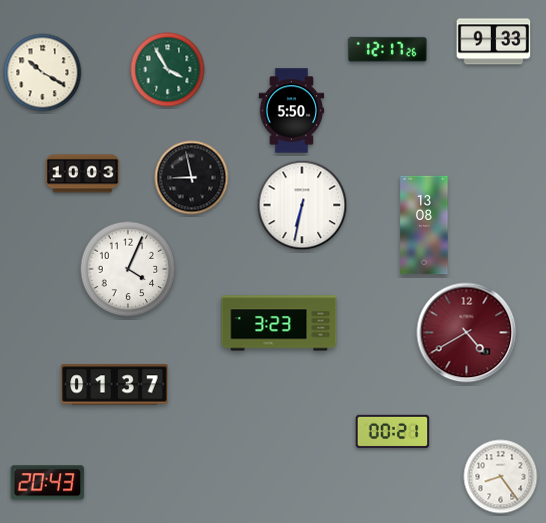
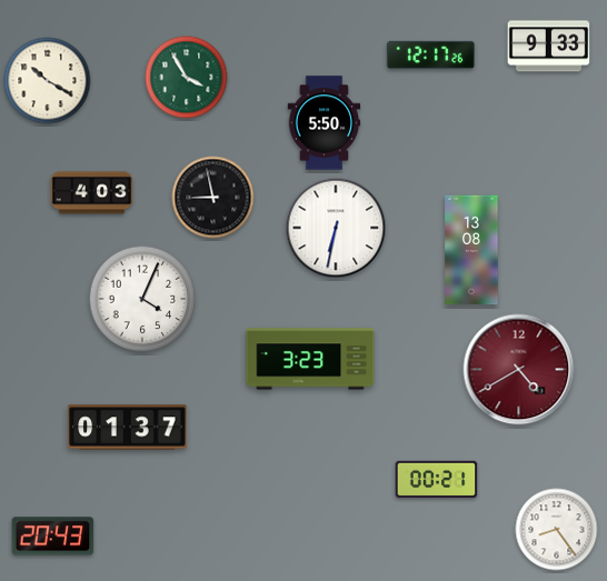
clock at (83, 174): 10:03 -> 4:03
